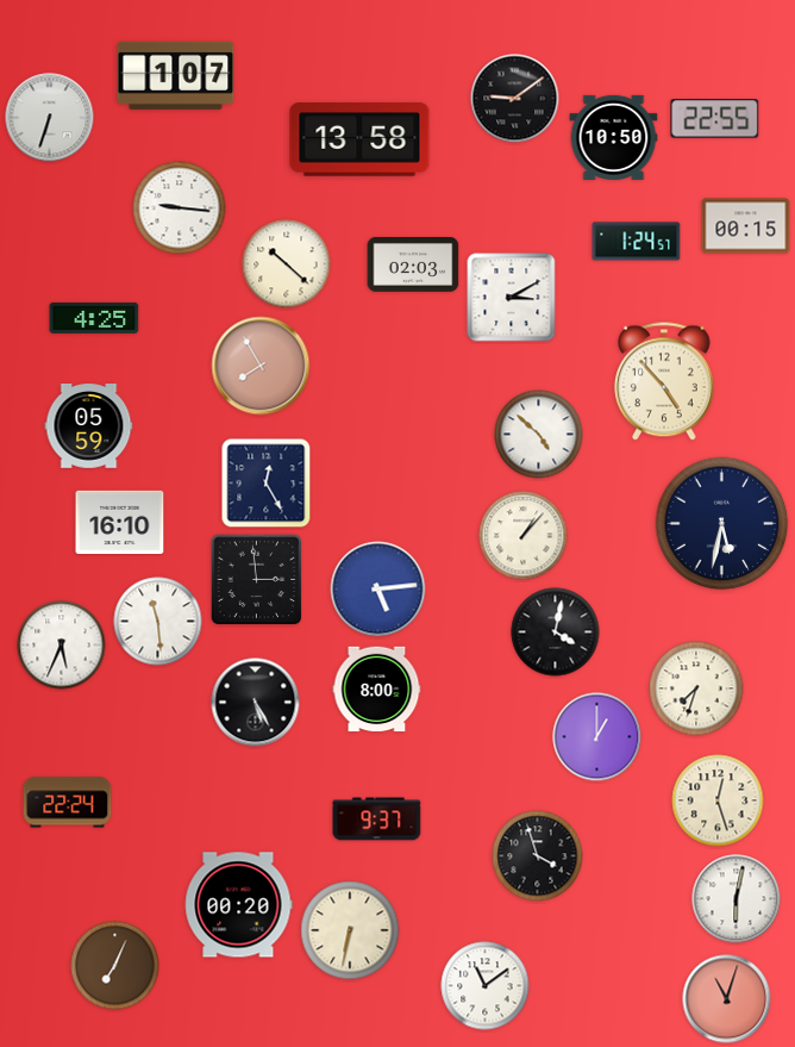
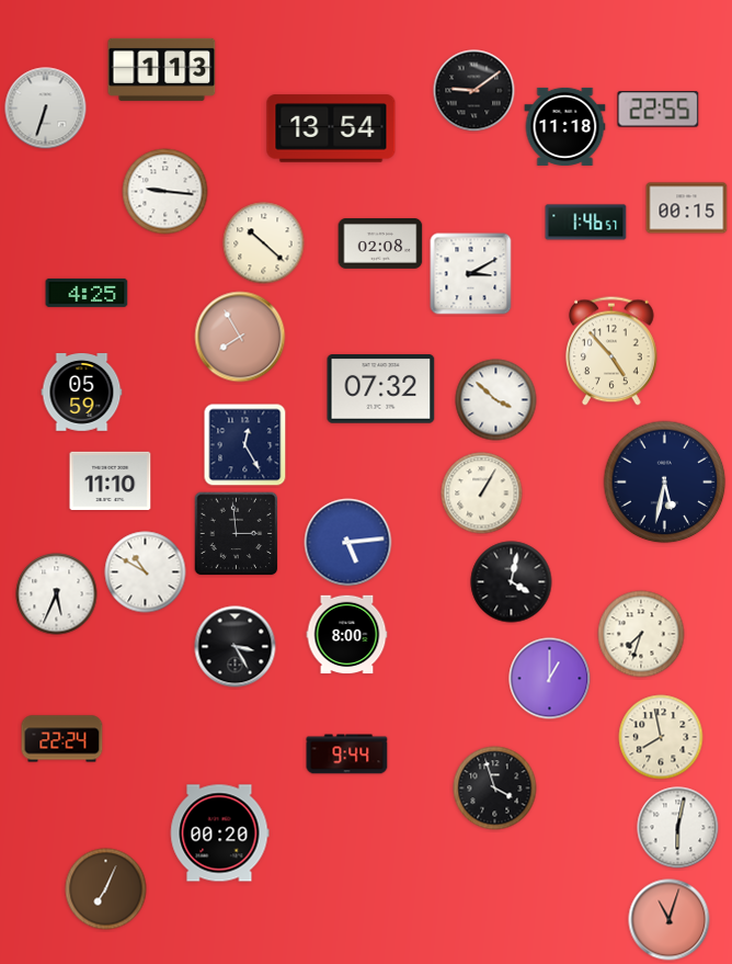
clock at (176, 75): 1:07 -> 1:13
clock at (614, 137): 10:50 -> 11:18
clock at (359, 139): 13:58 -> 13:54
clock at (637, 242): 1:24 -> 1:46
clock at (413, 266): 02:03 -> 02:08
clock at (381, 389): none -> 07:32
clock at (539, 435): 4:52 -> 3:52
clock at (120, 522): 16:10 -> 11:10
clock at (524, 536): 1:07 -> 1:05
clock at (158, 622): 11:29 -> 10:50
clock at (256, 703): 5:25 -> 3:25
clock at (718, 800): 12:27 -> 7:58
clock at (377, 819): 9:37 -> 9:44
clock at (350, 930): 6:32 -> none
clock at (486, 986): 11:09 -> none
